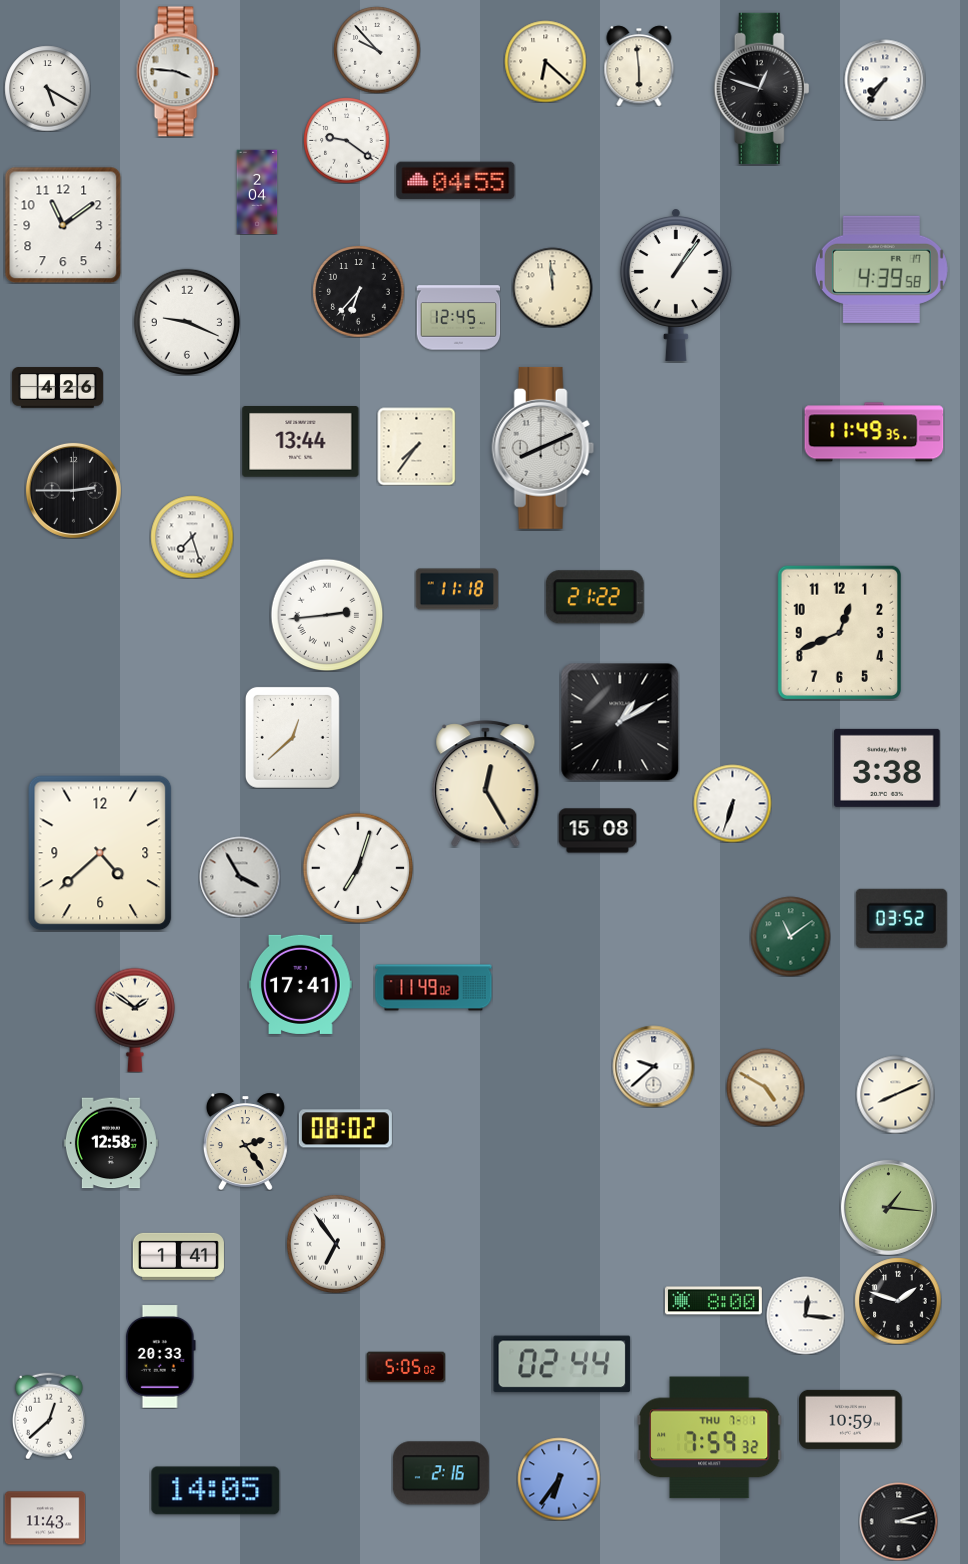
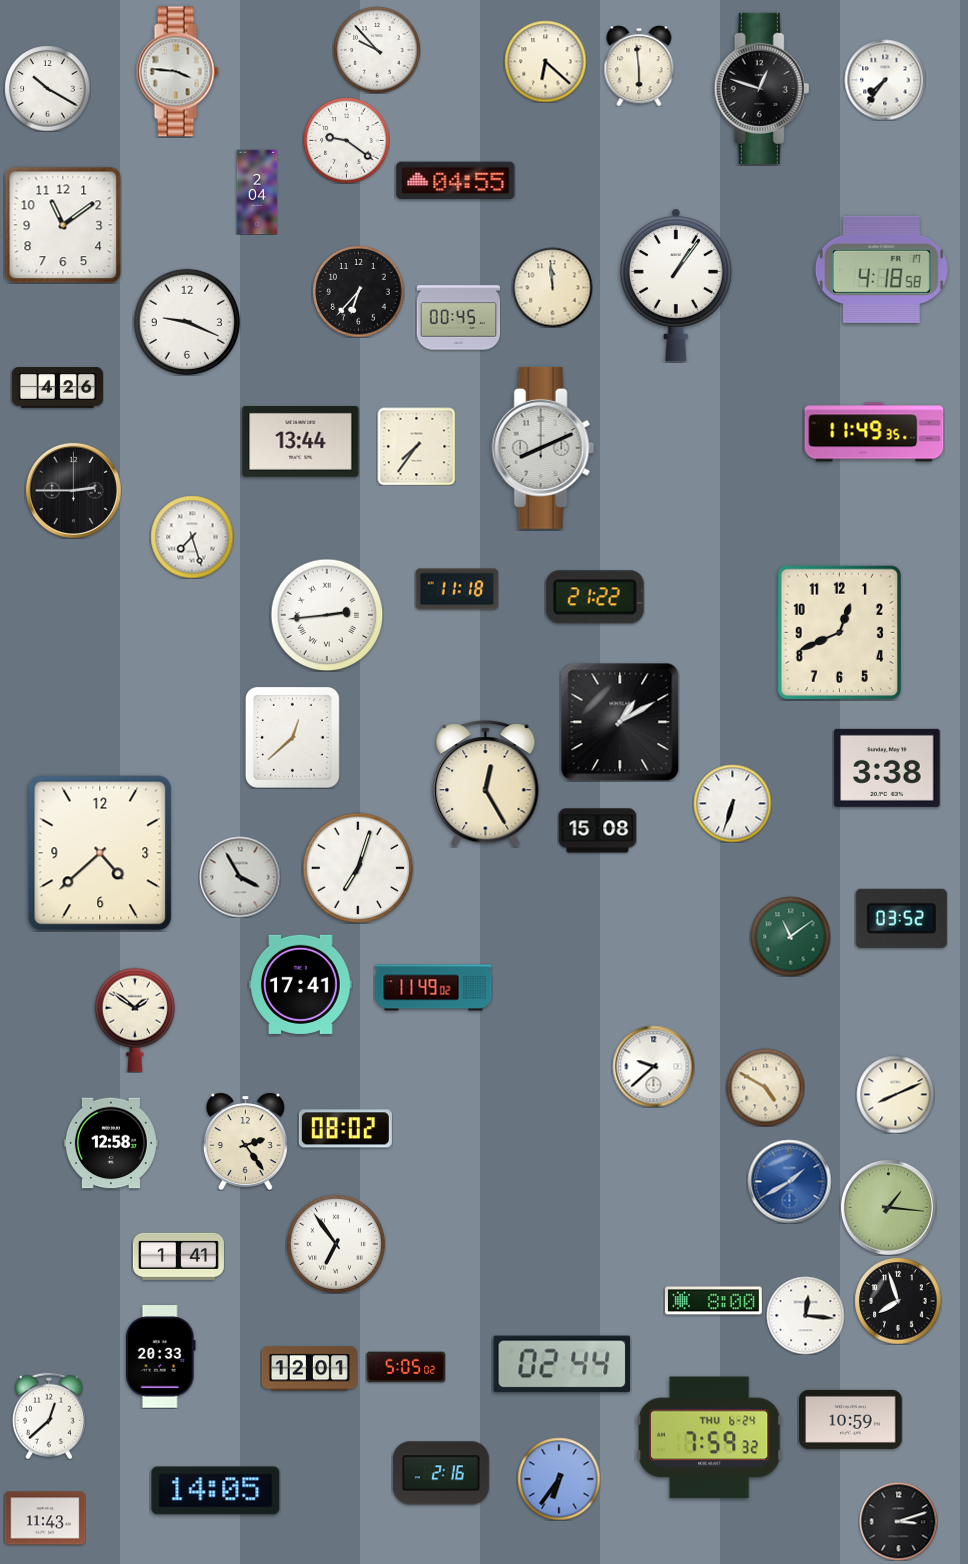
clock at (47, 88): 5:20 -> 10:20
clock at (881, 269): 4:39 -> 4:18
clock at (458, 318): 12:45 -> 00:45
clock at (789, 1181): none -> 1:40
clock at (898, 1301): 1:48 -> 7:57
clock at (309, 1369): none -> 12:01
clock at (710, 1438) date: THU 7-1 -> THU 6-24
